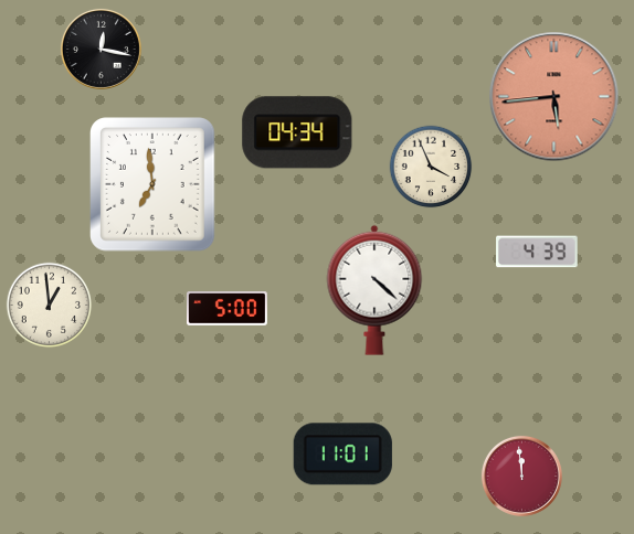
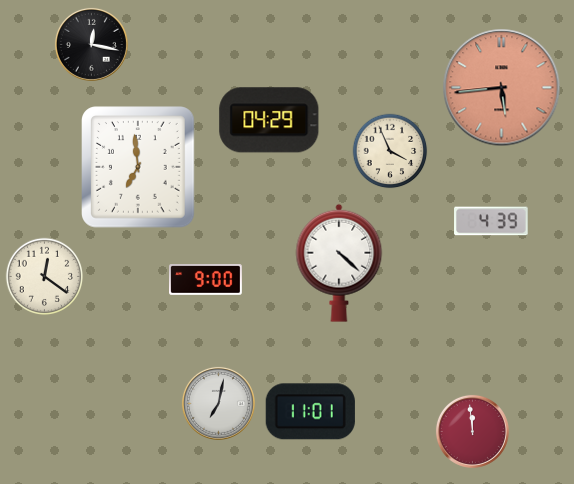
clock at (297, 132): 04:34 -> 04:29
clock at (537, 252) position: (537, 252) -> (491, 221)
clock at (50, 306): 12:59 -> 12:21
clock at (228, 309): 5:00 -> 9:00
clock at (218, 403): none -> 7:02
